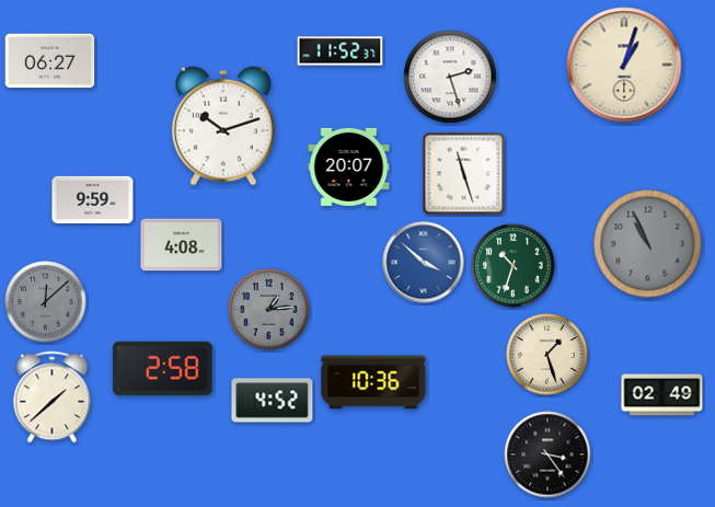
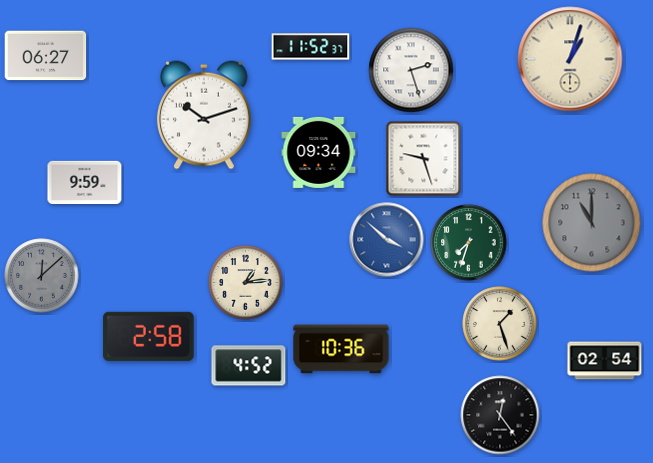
clock at (349, 166): 20:07 -> 09:34
clock at (464, 174): 11:27 -> 9:27
clock at (648, 244): 10:56 -> 11:00
clock at (182, 245): 4:08 -> none
clock at (514, 266): 10:33 -> 7:33
clock at (269, 310) dial: grey -> cream
clock at (662, 395): 02:49 -> 02:54
clock at (53, 397): 1:38 -> none
clock at (547, 454): 3:24 -> 12:24
